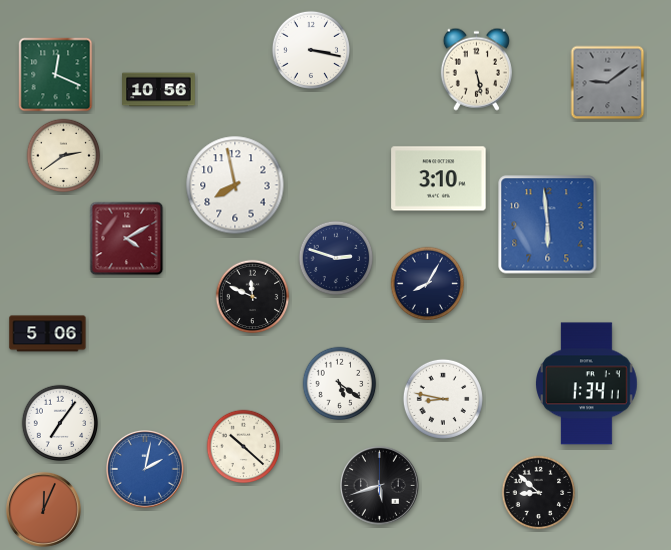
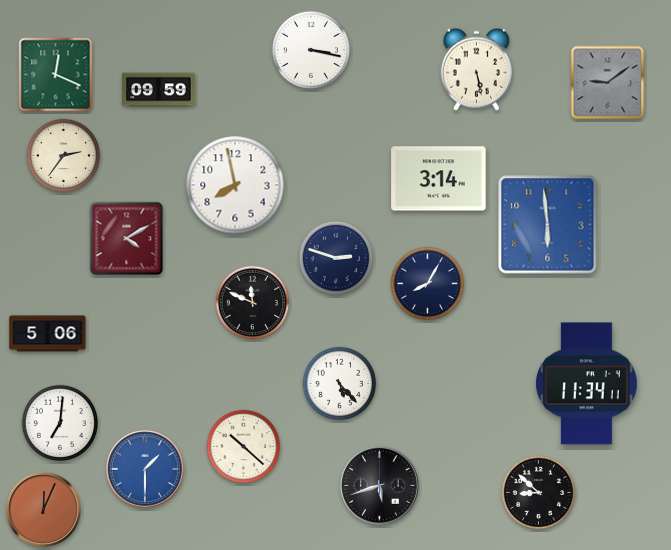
clock at (159, 90): 10:56 -> 09:59
clock at (64, 156): 2:39 -> 2:36
clock at (439, 179): 3:10 -> 3:14
clock at (253, 297) position: (253, 297) -> (253, 303)
clock at (340, 384): 5:21 -> 5:23
clock at (587, 384): 1:34 -> 11:34
clock at (443, 399): 8:47 -> none
clock at (59, 422): 7:06 -> 7:01
clock at (146, 470): 2:02 -> 1:30
